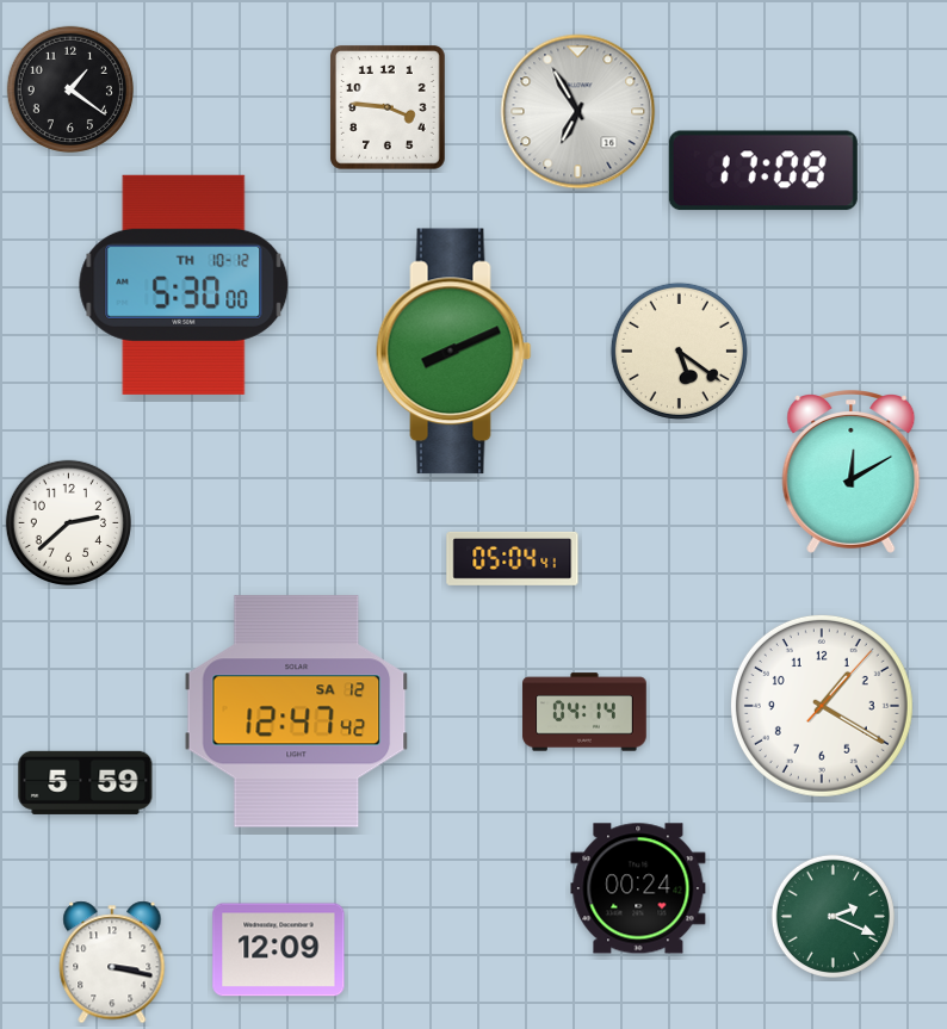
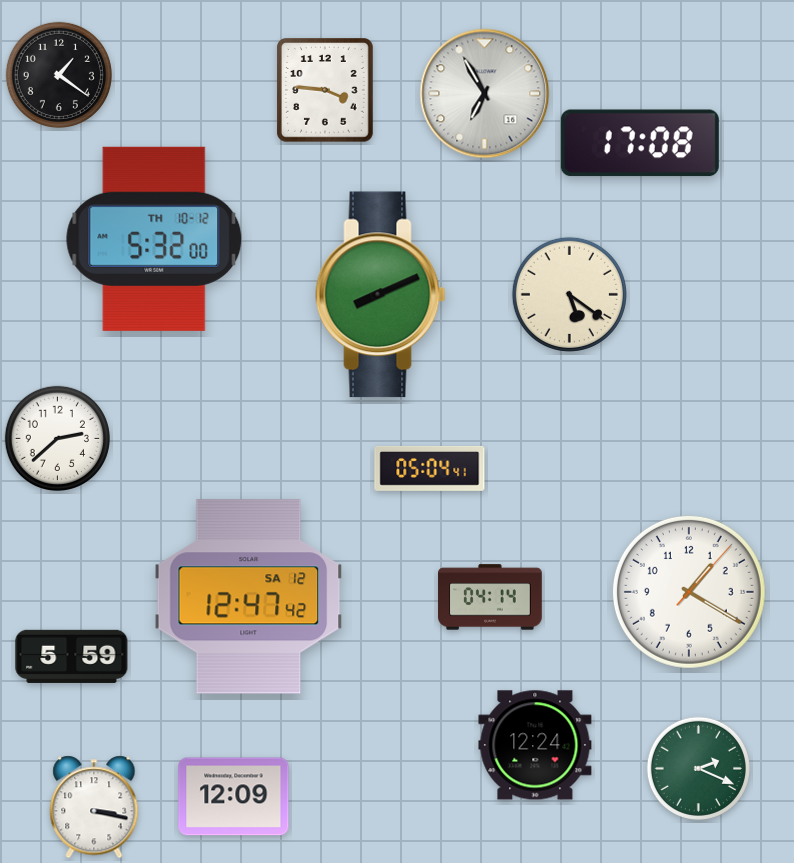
clock at (184, 285): 5:30 -> 5:32
clock at (852, 472): 12:10 -> none
clock at (638, 888): 00:24 -> 12:24
